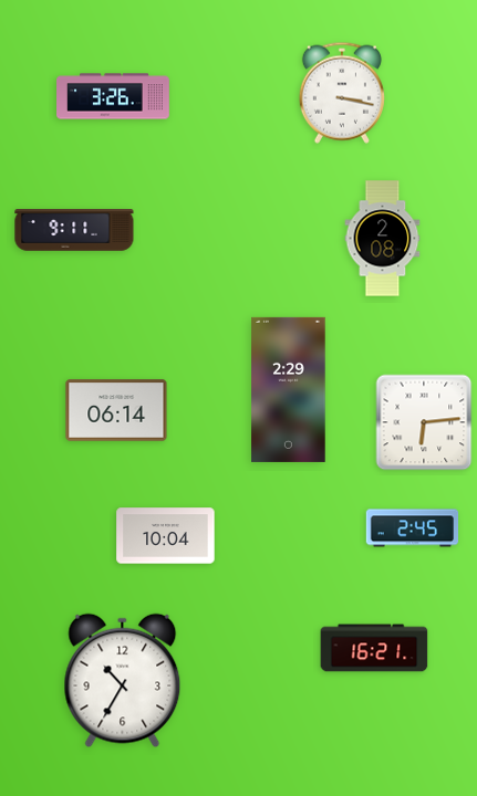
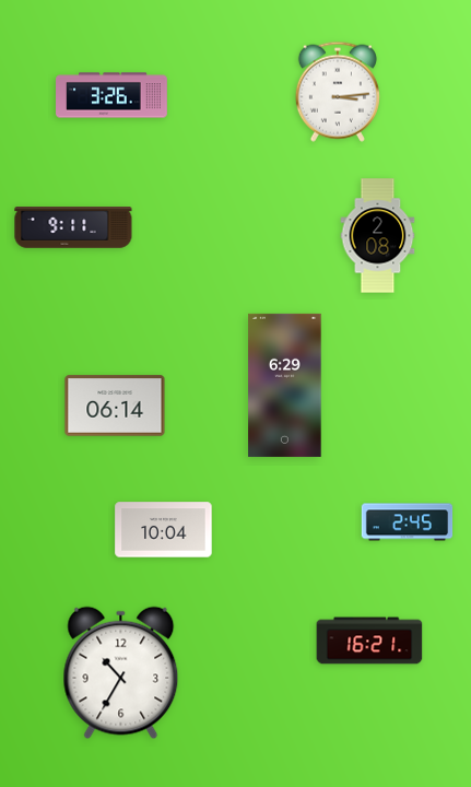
clock at (342, 93): 3:17 -> 3:14
clock at (289, 389): 2:29 -> 6:29
clock at (424, 422): 6:14 -> none
